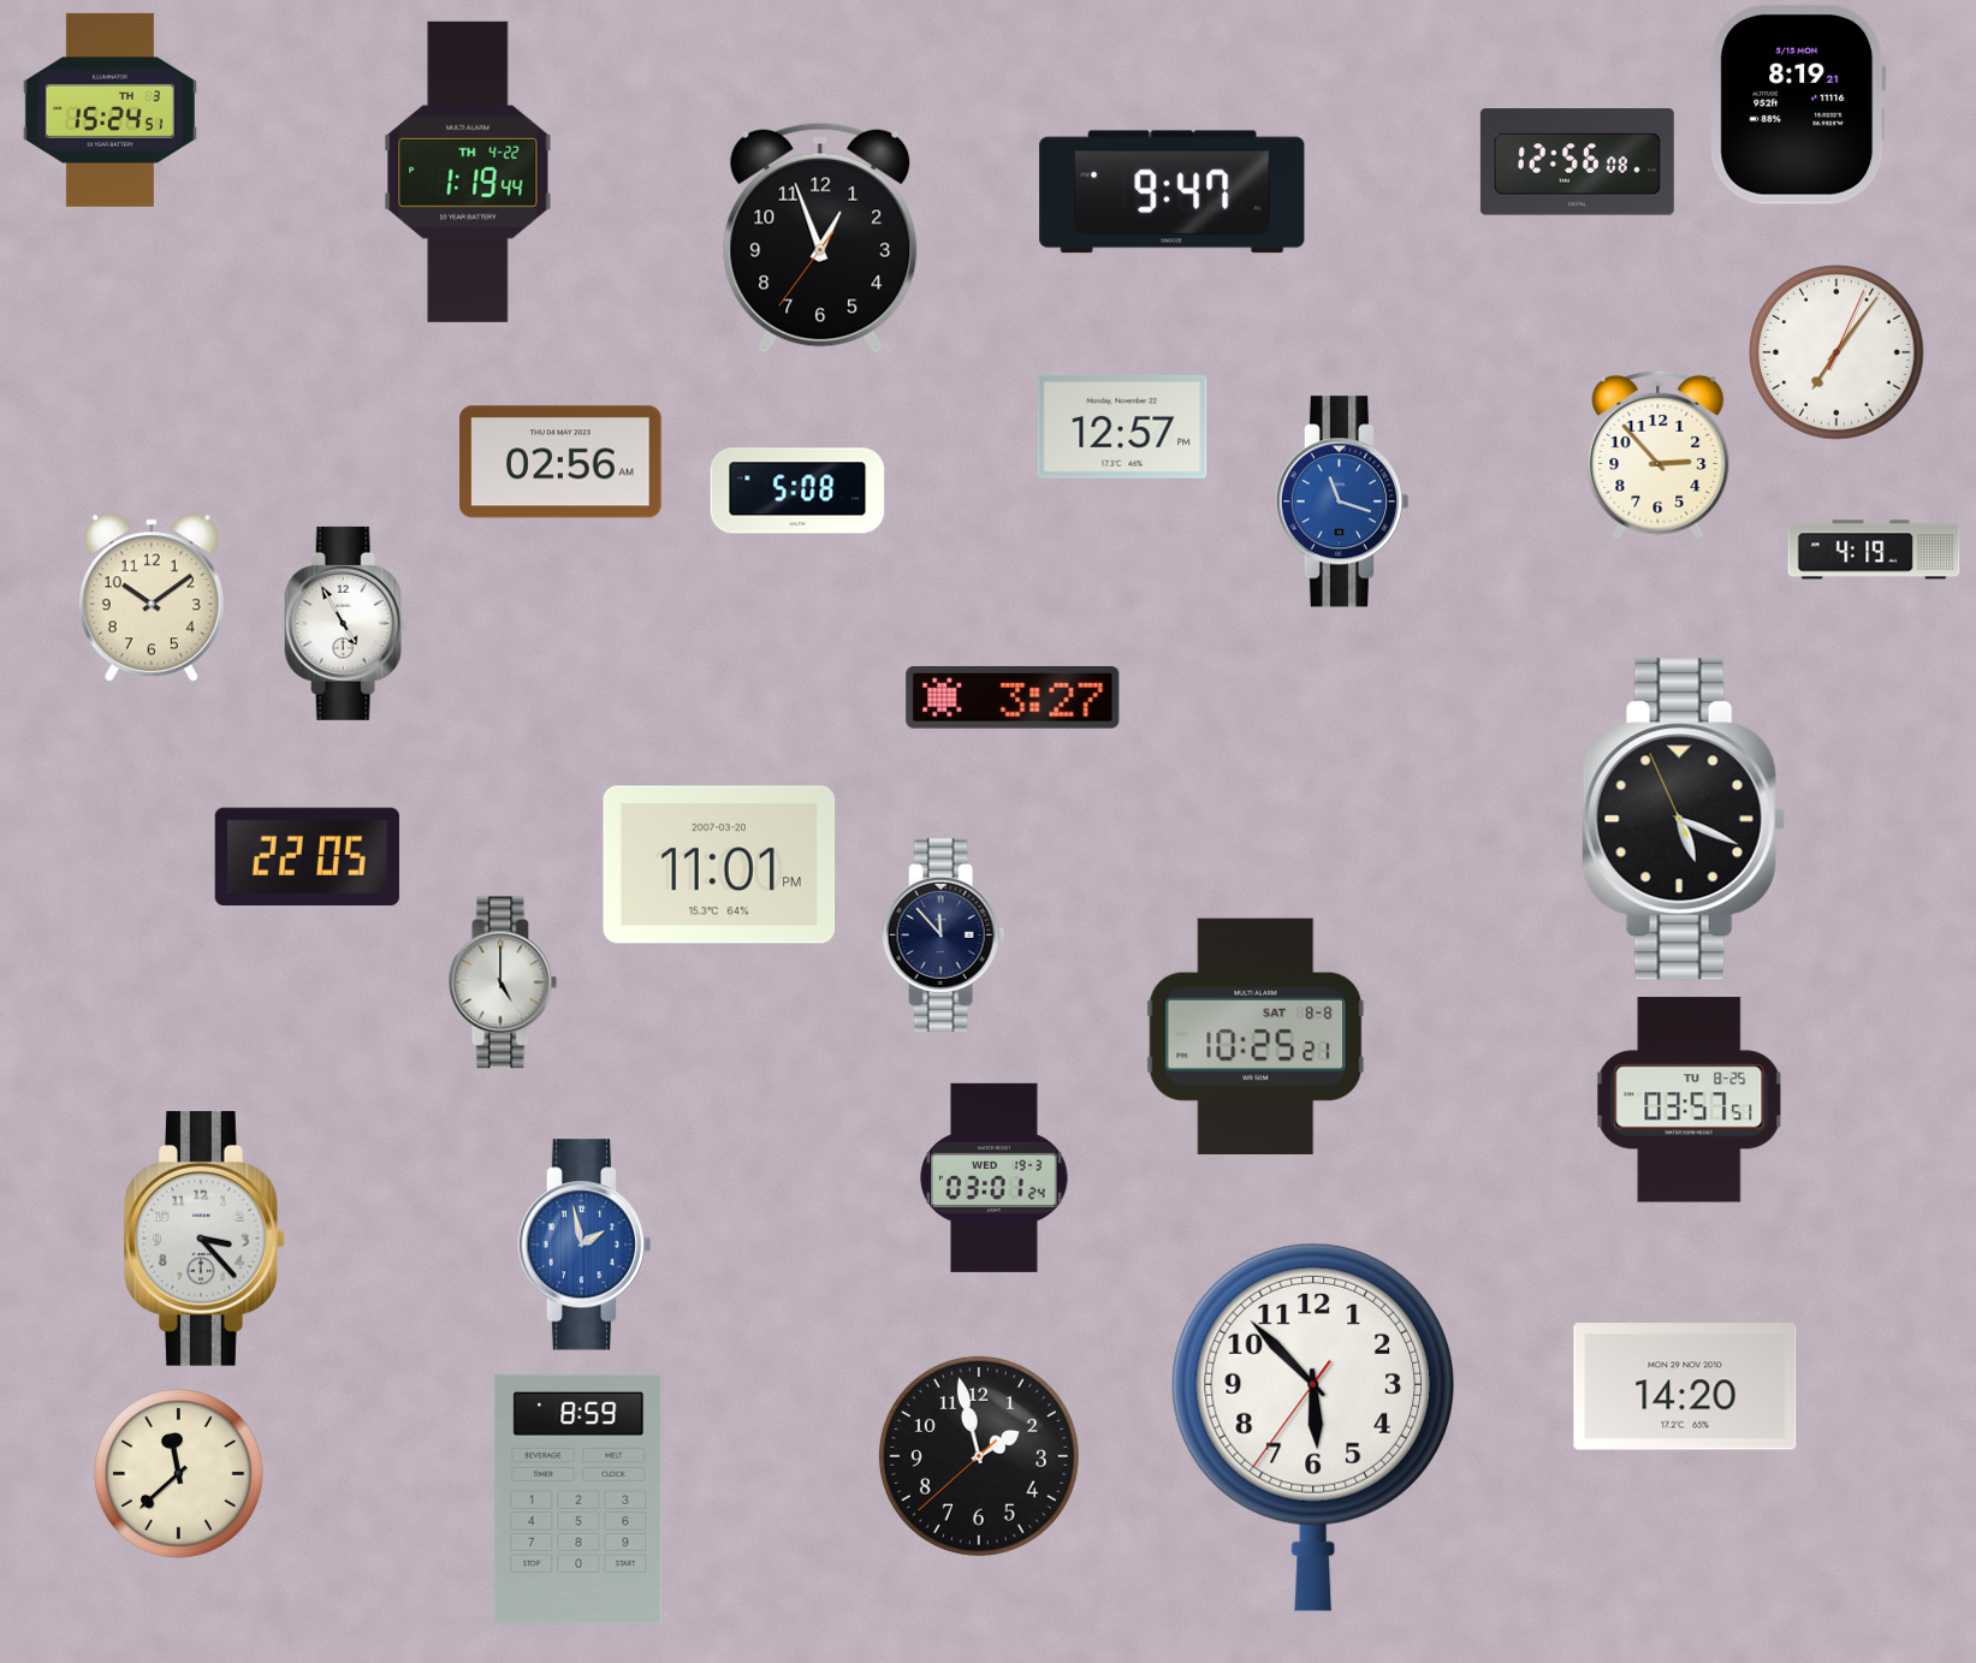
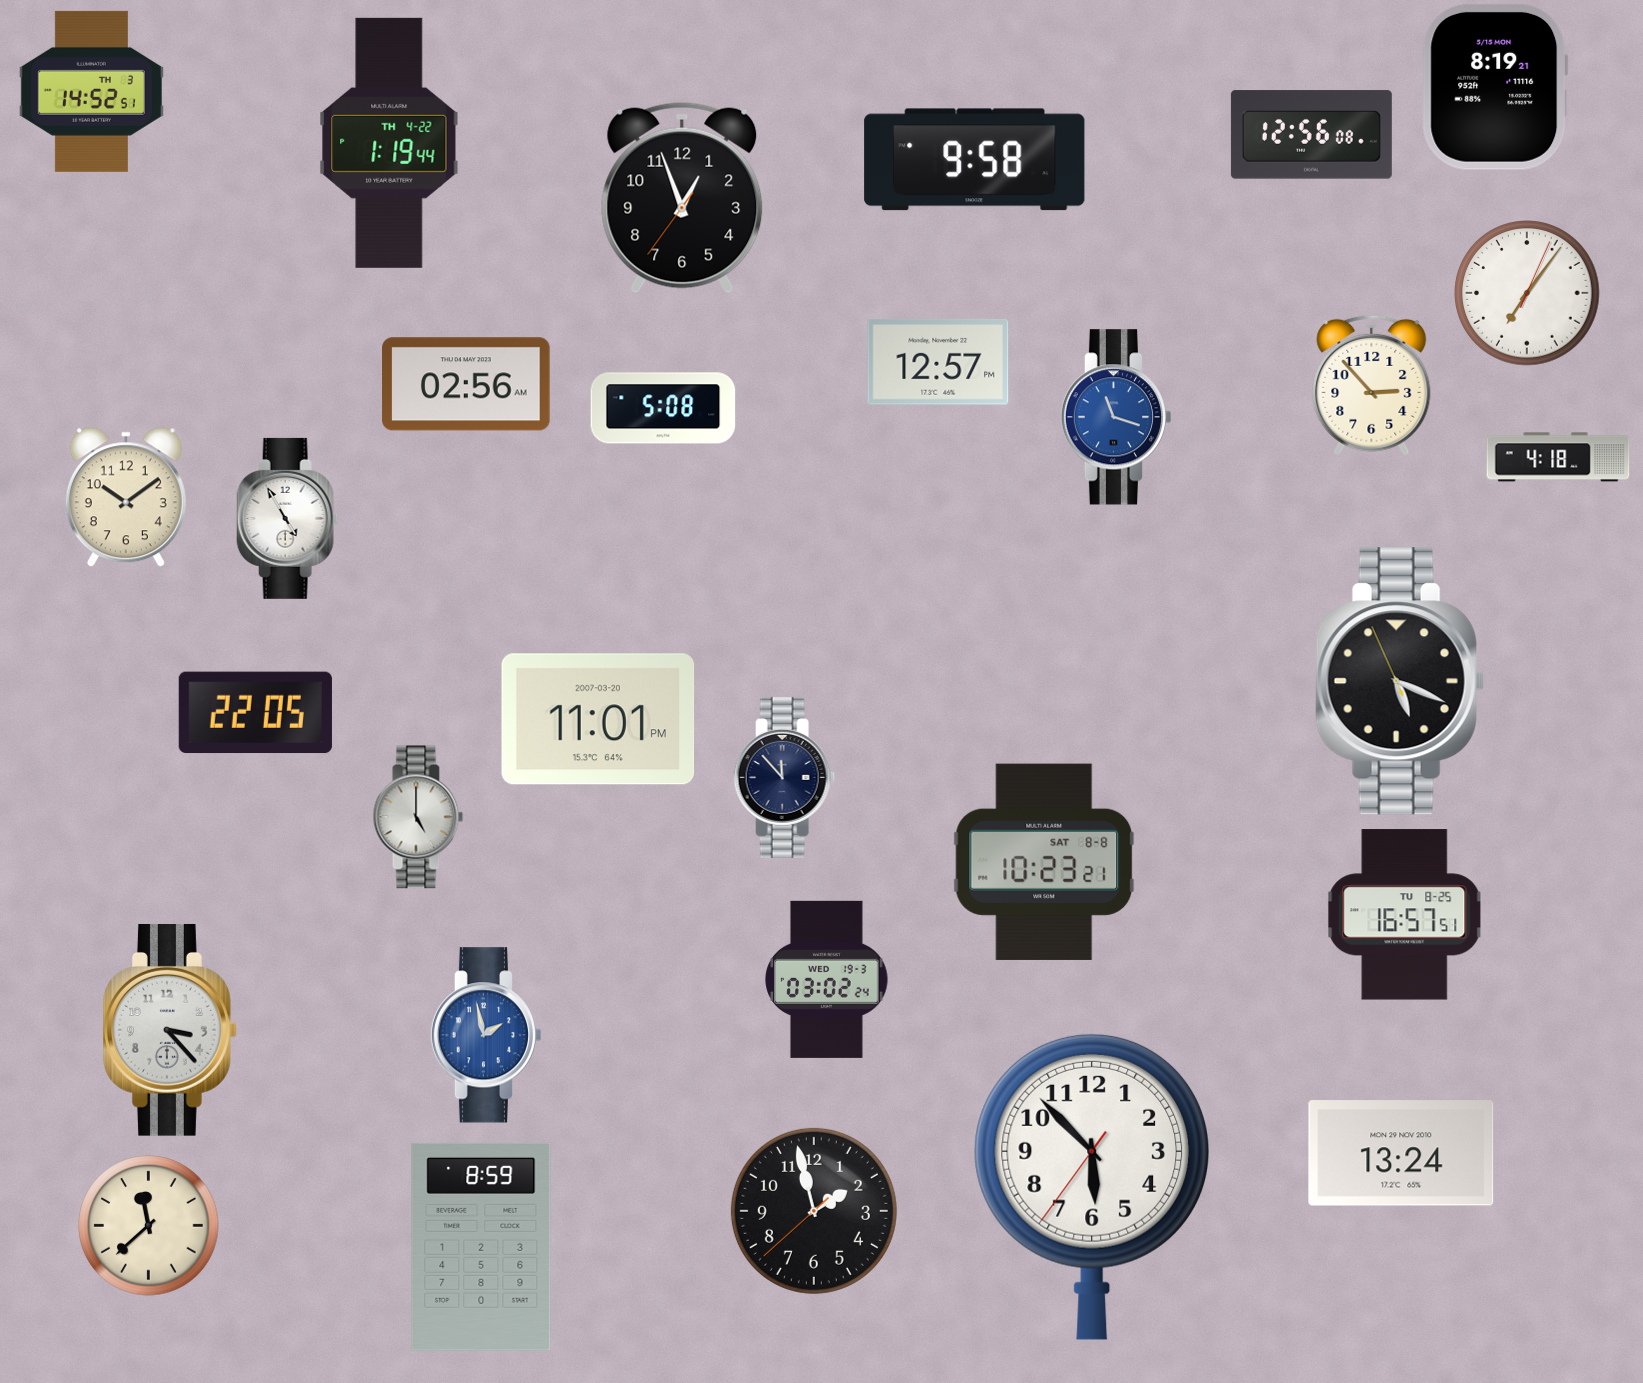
clock at (109, 109): 15:24 -> 14:52
clock at (1173, 192): 9:47 -> 9:58
clock at (1122, 428) position: (1122, 428) -> (938, 363)
clock at (1658, 455) position: (1658, 455) -> (1372, 385)
clock at (1874, 550): 4:19 -> 4:18
clock at (1013, 699): 3:27 -> none
clock at (1256, 1037): 10:25 -> 10:23
clock at (1690, 1100): 03:57 -> 16:57
clock at (995, 1177): 03:01 -> 03:02
clock at (1685, 1386): 14:20 -> 13:24
